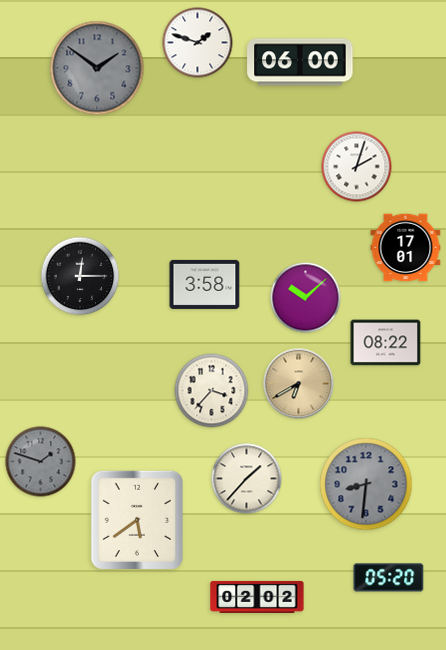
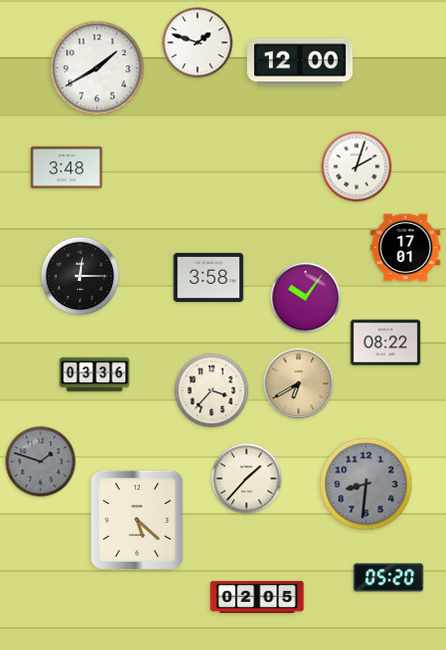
clock at (300, 62): 06:00 -> 12:00
clock at (97, 68): 1:51 -> 1:40
clock at (97, 68) dial: grey -> white
clock at (67, 168): none -> 3:48
clock at (205, 284) position: (205, 284) -> (209, 277)
clock at (306, 298): 10:08 -> 10:06
clock at (95, 375): none -> 03:36
clock at (137, 520): 5:39 -> 5:22
clock at (257, 597): 02:02 -> 02:05
